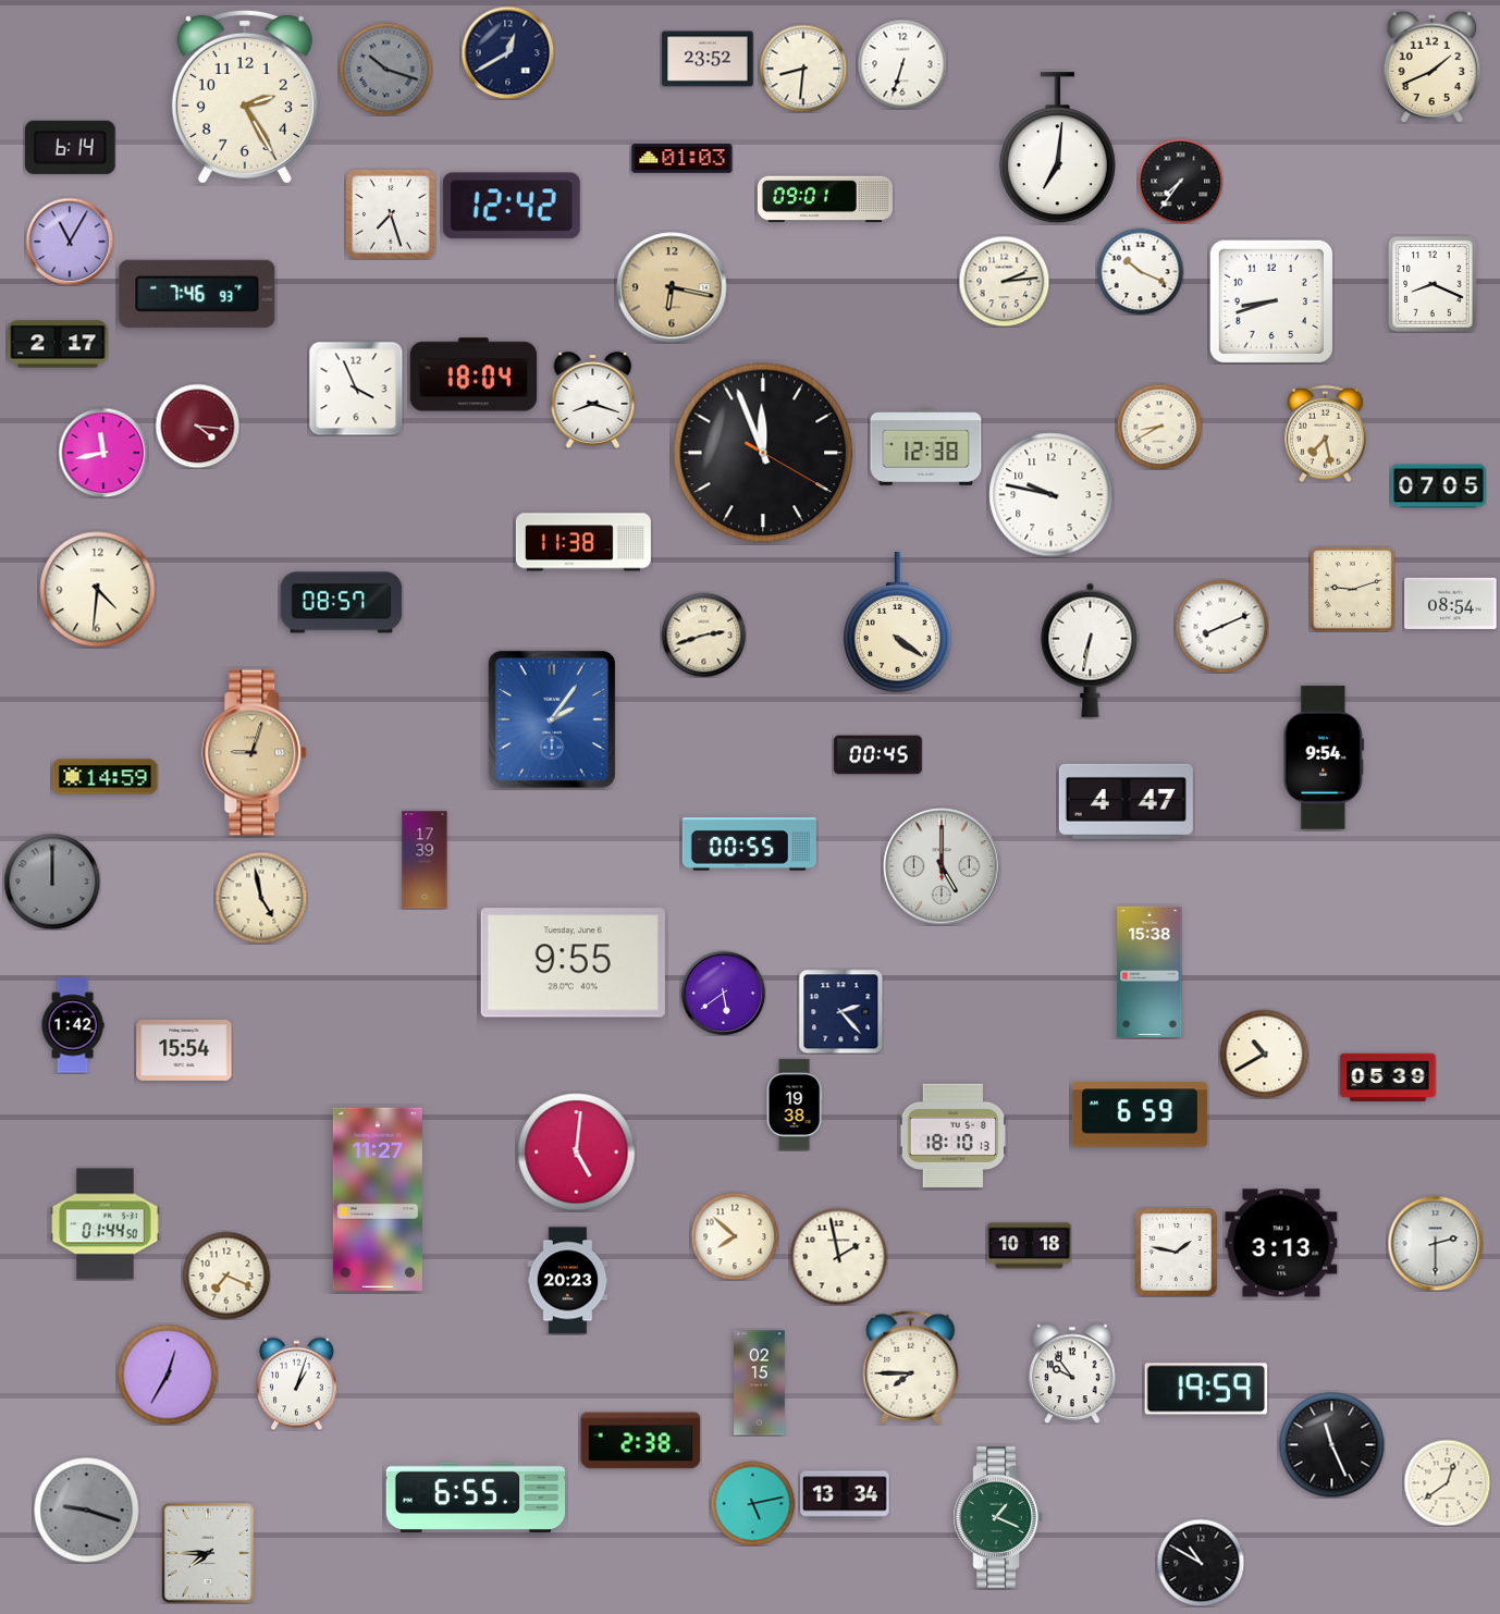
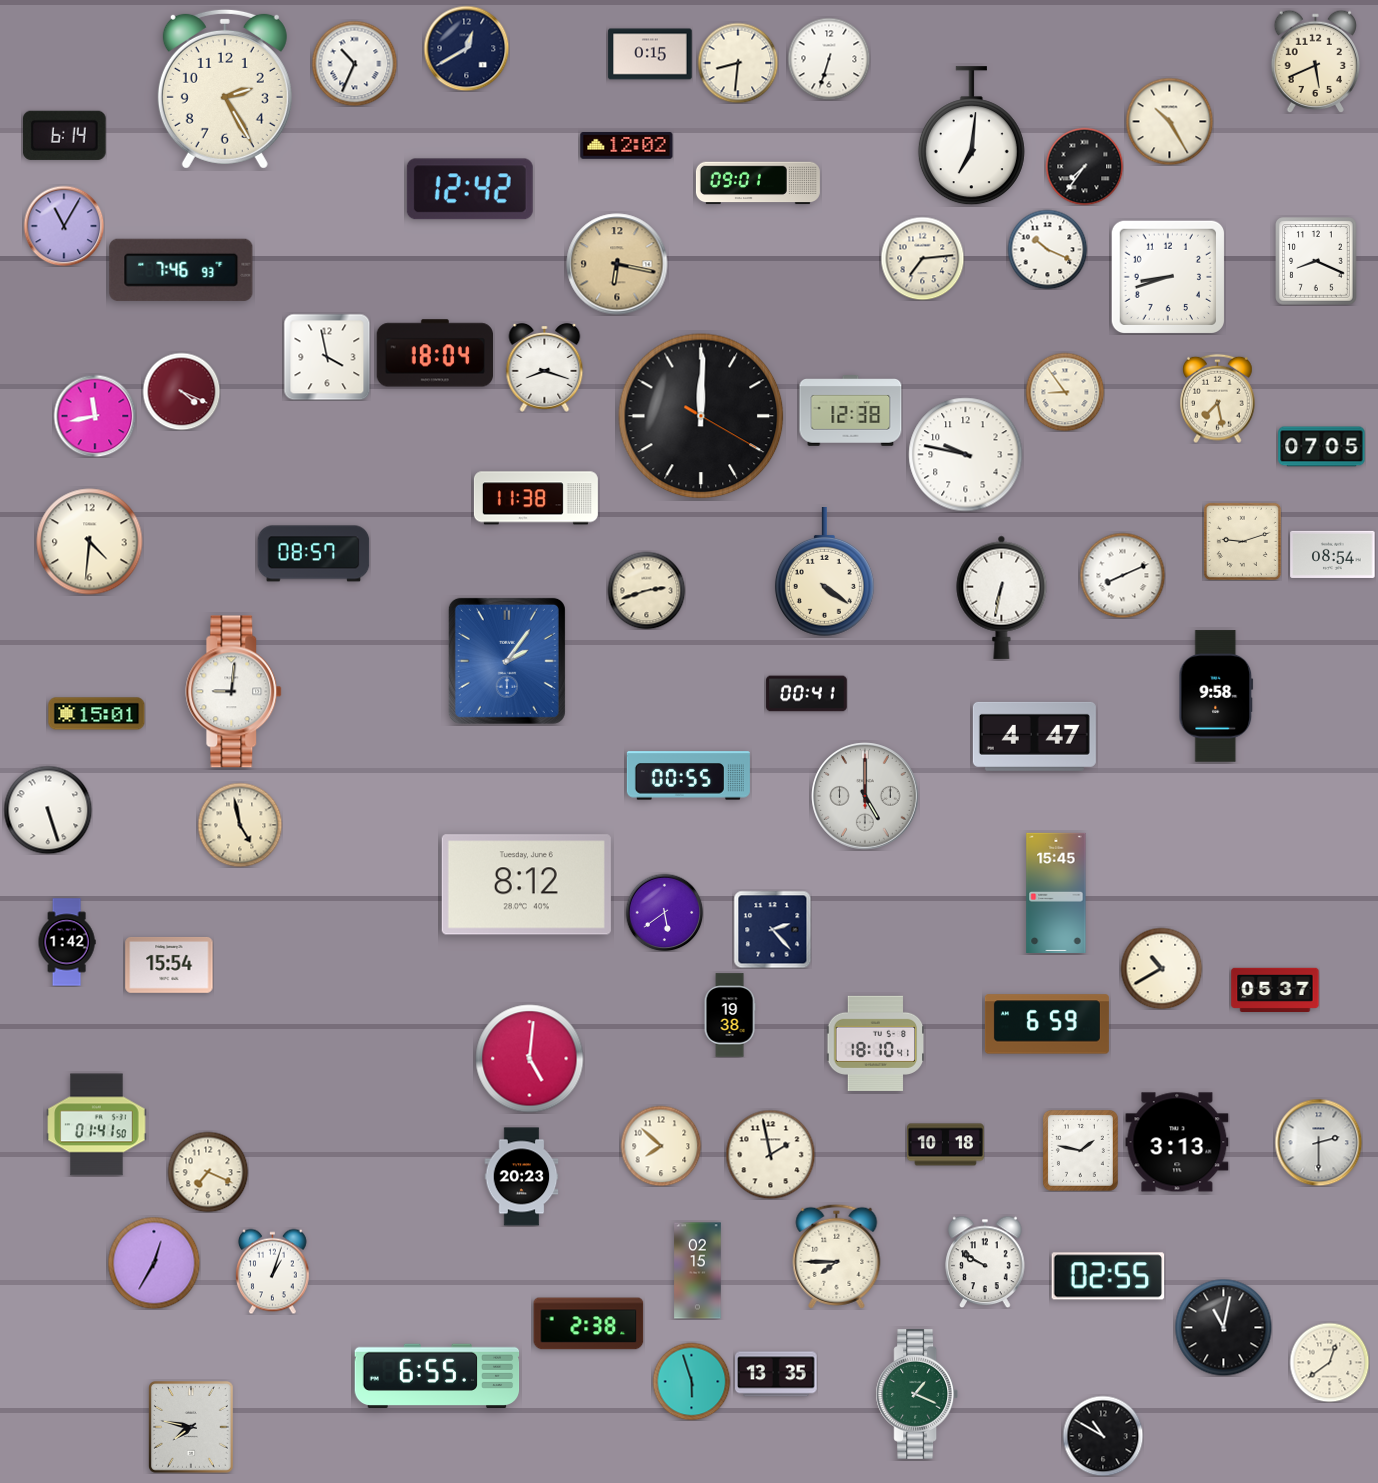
clock at (708, 59): 23:52 -> 0:15
clock at (1431, 66): 1:41 -> 5:41
clock at (385, 69): 10:18 -> 10:34
clock at (385, 69) dial: grey -> white
clock at (1169, 121): none -> 10:25
clock at (683, 159): 01:03 -> 12:02
clock at (391, 214): 7:27 -> none
clock at (70, 242) position: (70, 242) -> (64, 226)
clock at (1004, 281): 2:14 -> 7:14
clock at (58, 344): 2:17 -> none
clock at (472, 374) position: (472, 374) -> (434, 353)
clock at (356, 389): 3:56 -> 3:58
clock at (197, 426): 4:16 -> 4:19
clock at (1159, 427): 8:40 -> 8:54
clock at (763, 453): 11:56 -> 12:00
clock at (703, 634) position: (703, 634) -> (646, 590)
clock at (255, 753): 9:03 -> 9:01
clock at (255, 753) dial: champagne -> white
clock at (878, 755): 00:45 -> 00:41
clock at (1324, 757): 9:54 -> 9:58
clock at (106, 777): 14:59 -> 15:01
clock at (425, 860): 17:39 -> none
clock at (52, 882): 12:00 -> 5:27
clock at (52, 882) dial: grey -> white
clock at (573, 963): 9:55 -> 8:12
clock at (1149, 972): 15:38 -> 15:45
clock at (1388, 1076): 05:39 -> 05:37
clock at (952, 1135): 18:10:13 -> 18:10:41
clock at (378, 1199): 11:27 -> none
clock at (106, 1224): 01:44 -> 01:41
clock at (735, 1236) position: (735, 1236) -> (661, 1146)
clock at (1072, 1373): 9:54 -> 9:50
clock at (1206, 1389): 19:59 -> 02:55
clock at (1331, 1444): 11:26 -> 11:02
clock at (845, 1495): 13:34 -> 13:35
clock at (752, 1503): 5:13 -> 5:57
clock at (86, 1510): 9:18 -> none
clock at (209, 1554): 7:45 -> 7:47
